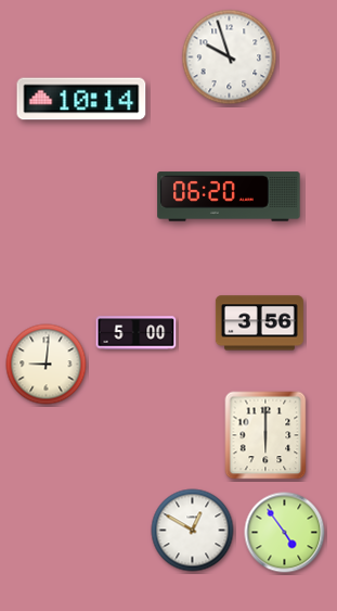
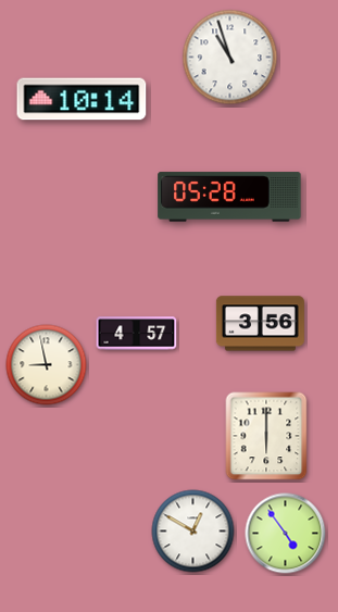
clock at (230, 58): 9:57 -> 10:57
clock at (229, 196): 06:20 -> 05:28
clock at (137, 333): 5:00 -> 4:57
clock at (47, 365): 9:01 -> 8:58
